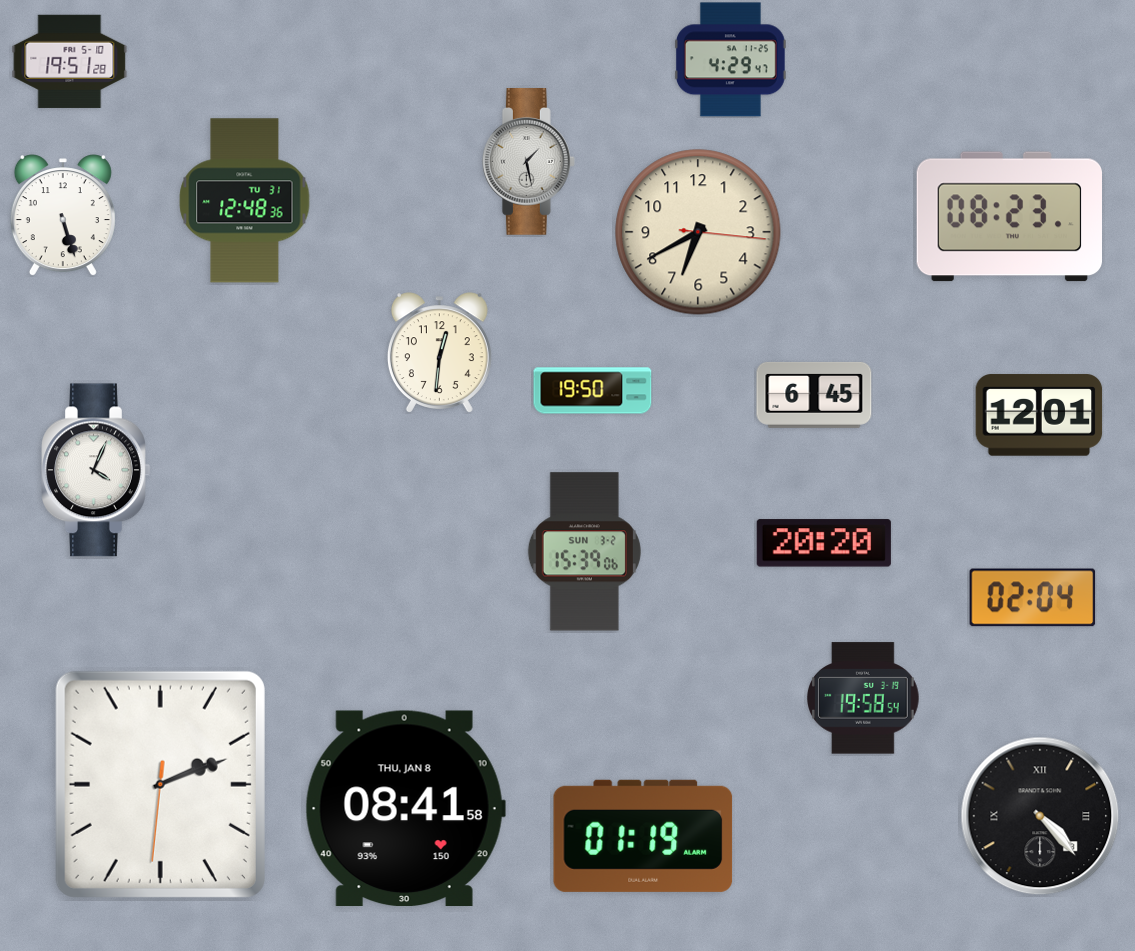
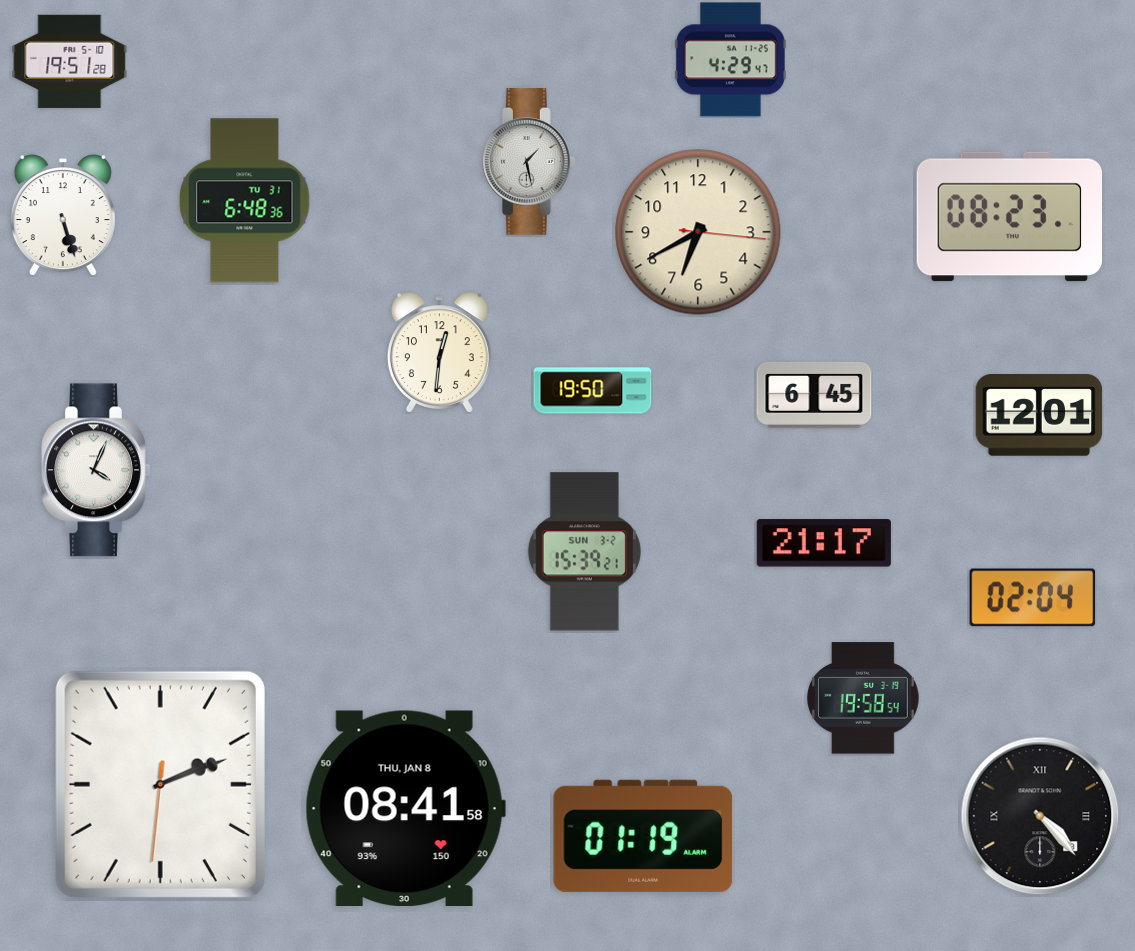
clock at (245, 201): 12:48 -> 6:48
clock at (824, 543): 20:20 -> 21:17
clock at (584, 552): 15:39:06 -> 15:39:21
